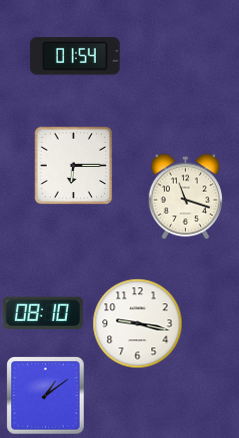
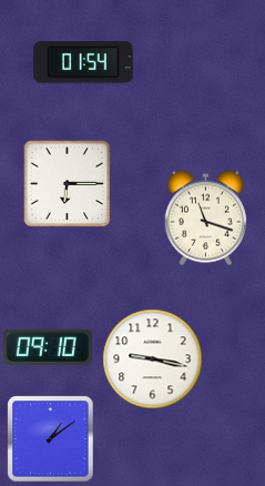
clock at (73, 165) position: (73, 165) -> (67, 183)
clock at (43, 313): 08:10 -> 09:10
